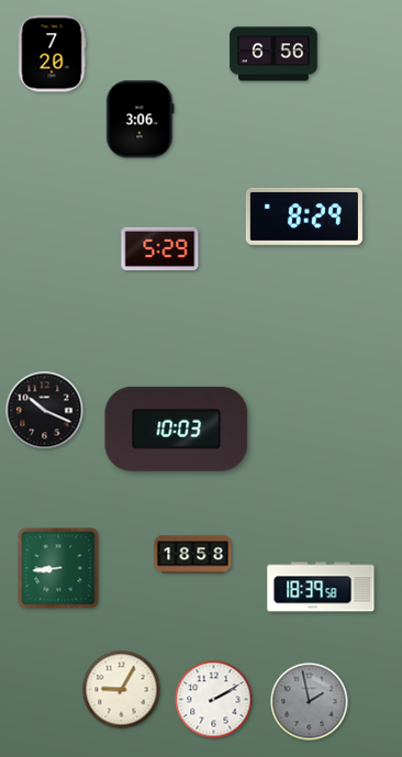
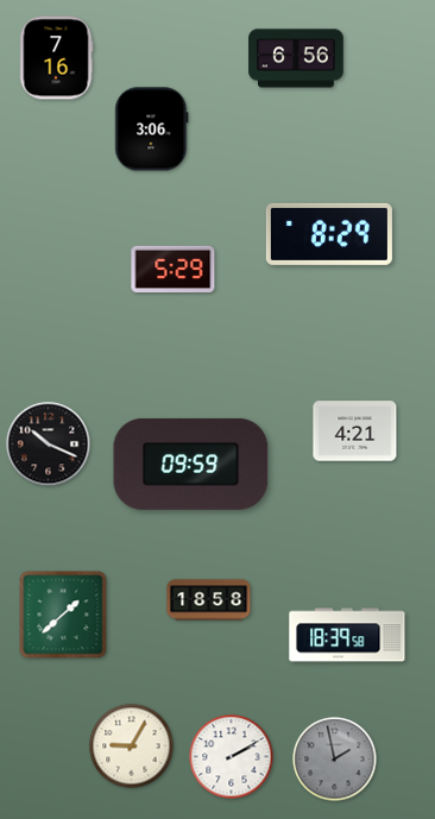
clock at (52, 54): 7:20 -> 7:16
clock at (355, 431): none -> 4:21
clock at (177, 428): 10:03 -> 09:59
clock at (58, 568): 8:44 -> 1:38
